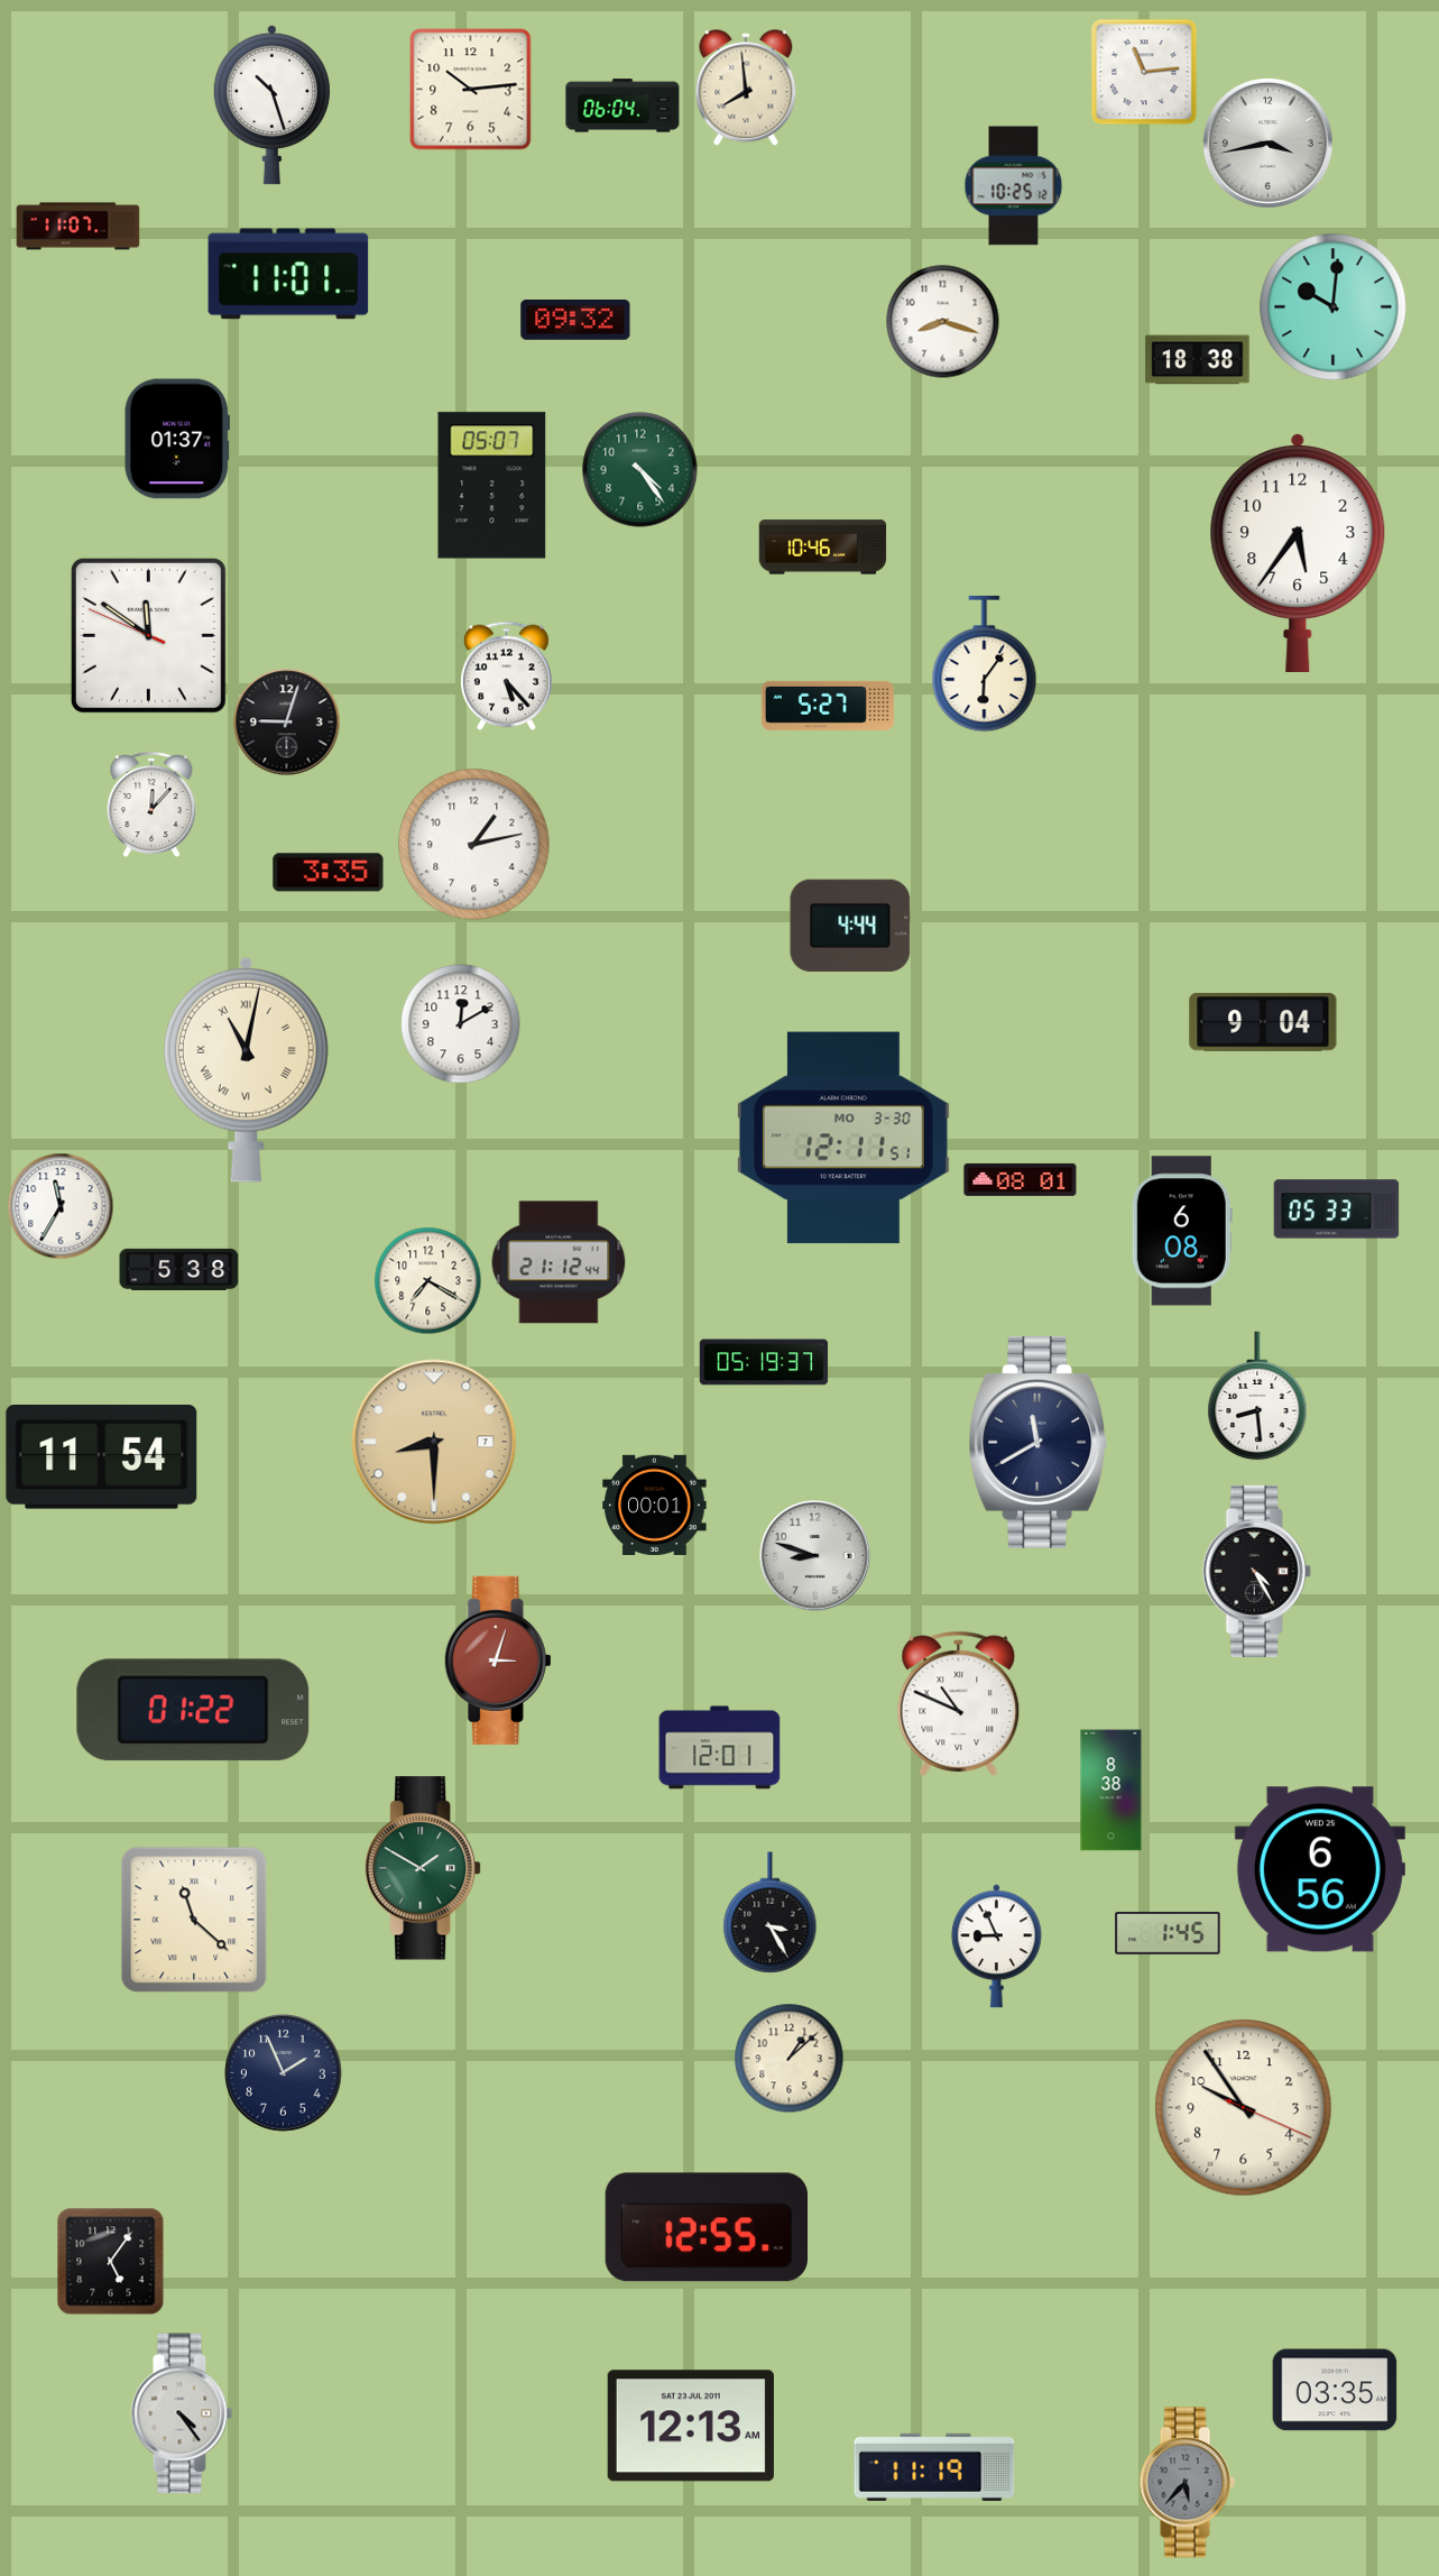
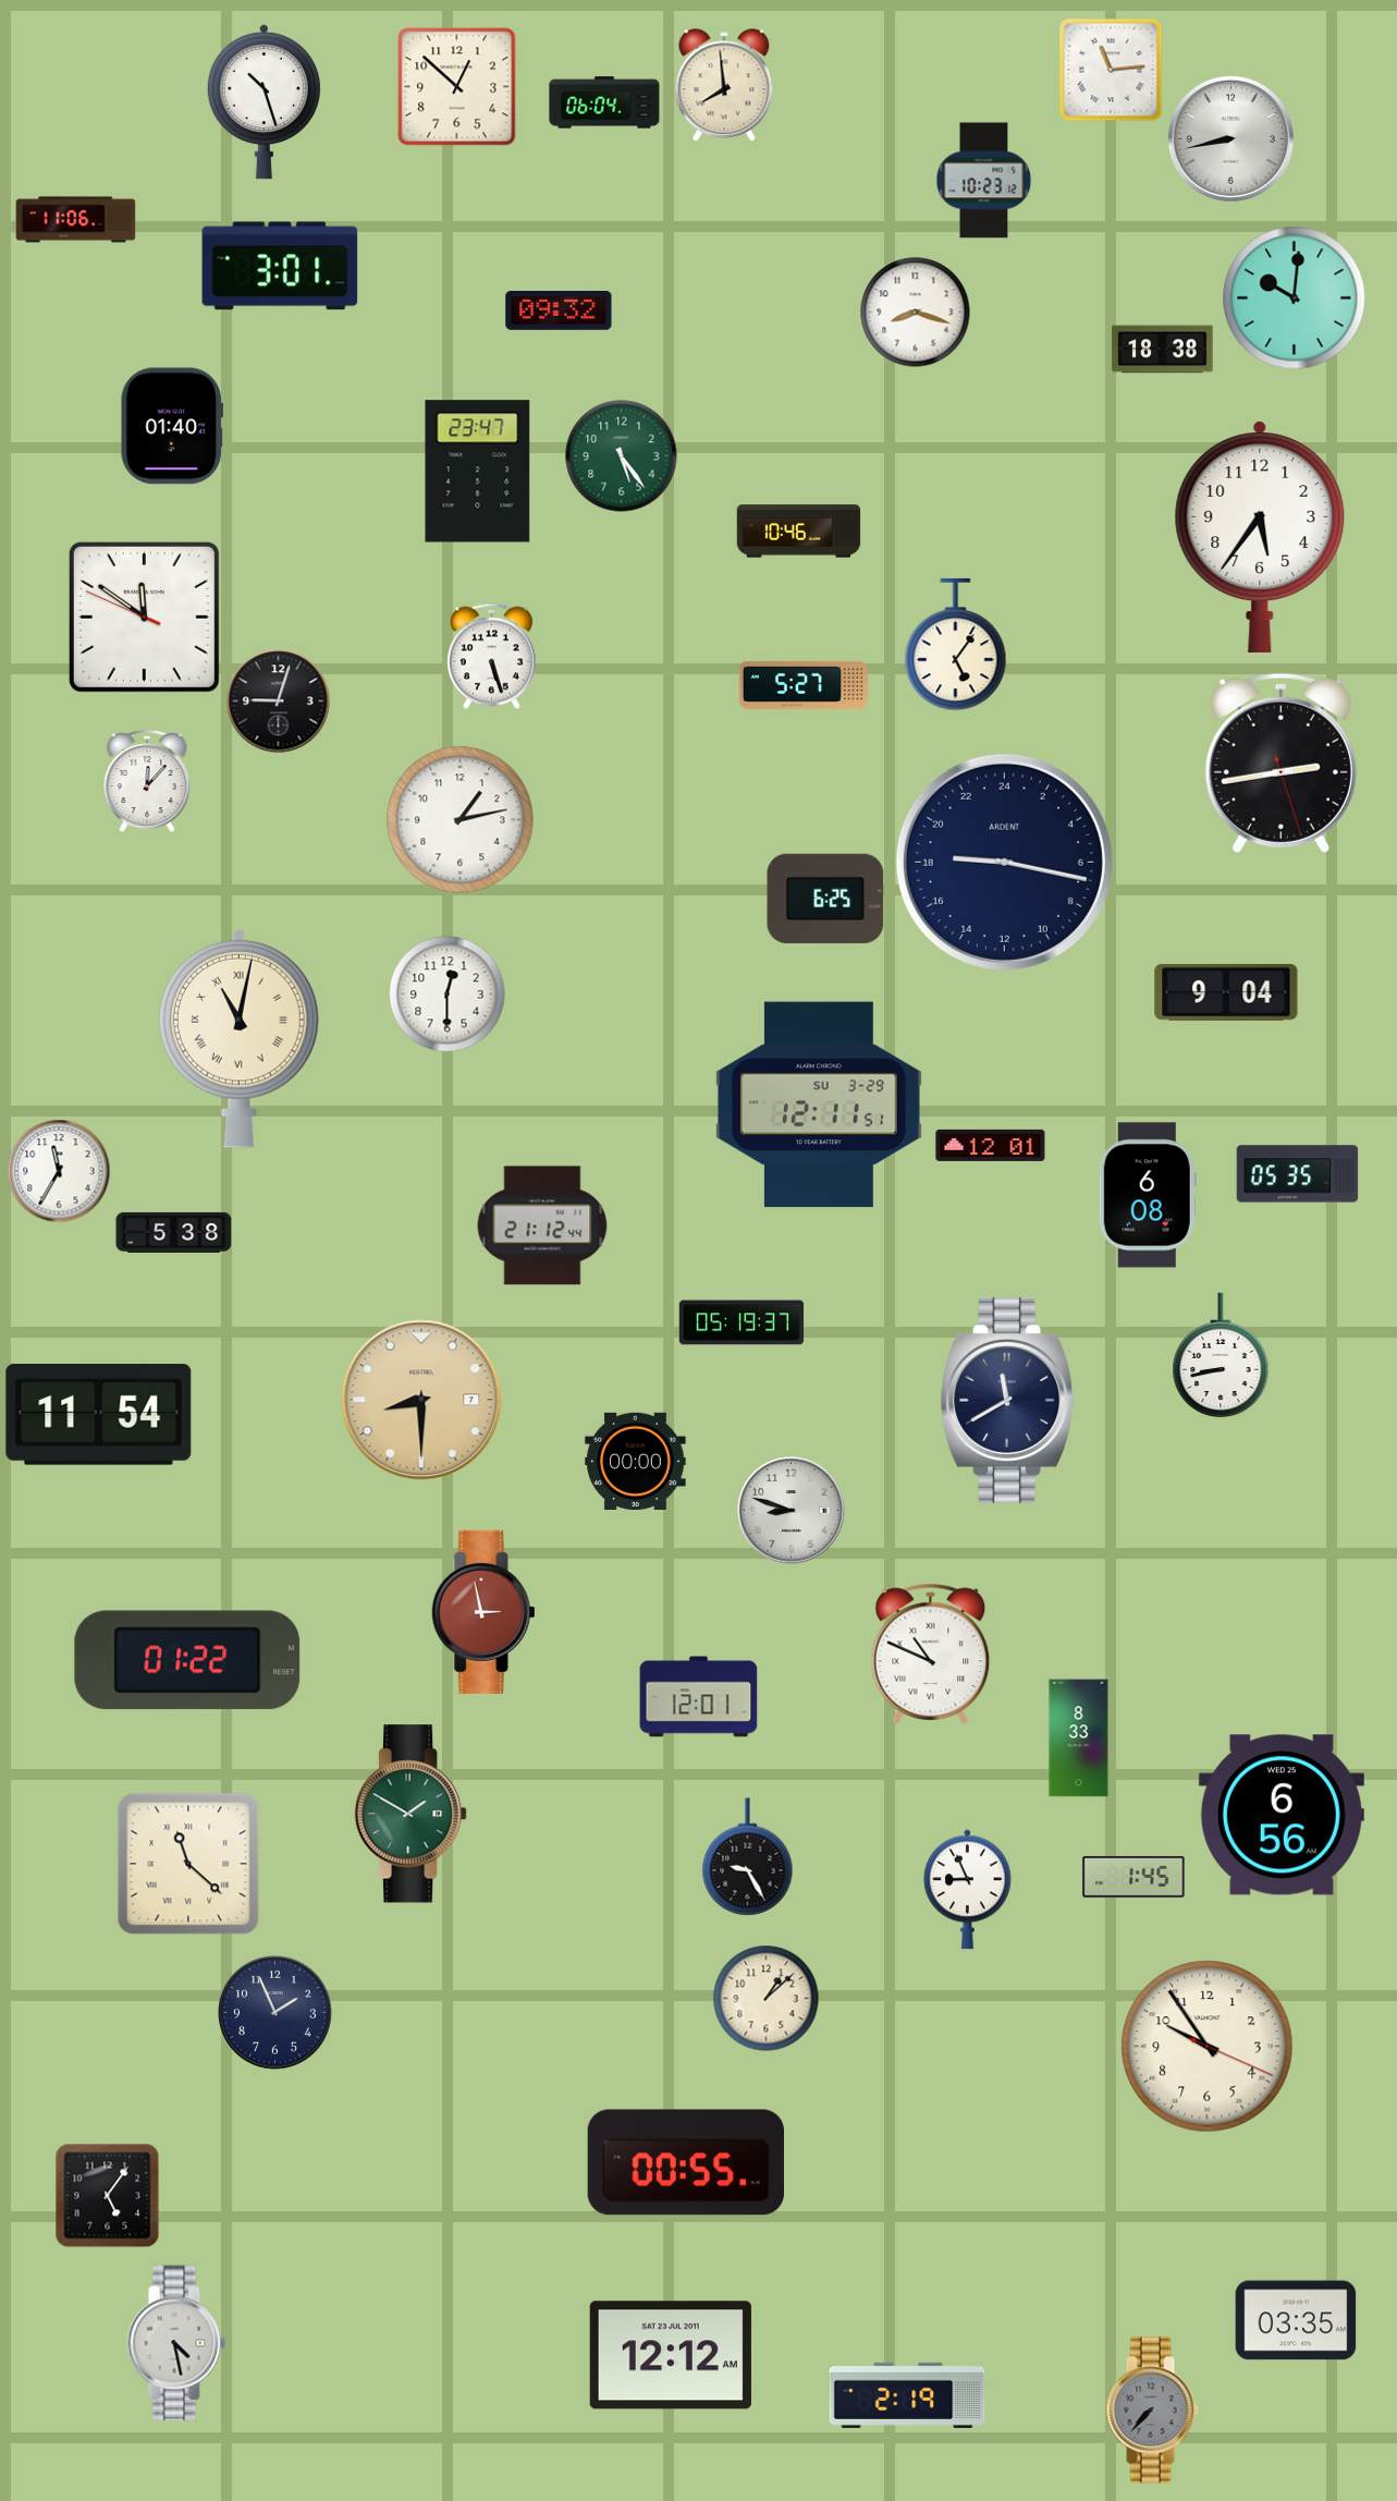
clock at (471, 90): 10:14 -> 12:52
clock at (1267, 142): 3:43 -> 8:43
clock at (1014, 186): 10:25 -> 10:23
clock at (79, 227): 11:07 -> 11:06
clock at (288, 274): 11:01 -> 3:01
clock at (177, 439): 01:37 -> 01:40
clock at (640, 470): 4:24 -> 5:24
clock at (492, 486): 05:07 -> 23:47
clock at (985, 664): 6:06 -> 5:06
clock at (507, 677): 5:23 -> 5:27
clock at (1280, 762): none -> 2:43
clock at (329, 873): 3:35 -> none
clock at (1004, 862): none -> 18:17
clock at (850, 926): 4:44 -> 6:25
clock at (461, 1024): 12:10 -> 12:30
clock at (843, 1138) date: MO 3-30 -> SU 3-29
clock at (1021, 1179): 08:01 -> 12:01
clock at (1337, 1209): 05:33 -> 05:35
clock at (428, 1281): 7:20 -> none
clock at (1257, 1396): 8:29 -> 8:43
clock at (655, 1505): 00:01 -> 00:00
clock at (1256, 1571): 4:25 -> none
clock at (498, 1660): 3:03 -> 2:58
clock at (1111, 1791): 8:38 -> 8:33
clock at (771, 1913): 3:25 -> 9:25
clock at (705, 2227): 12:55 -> 00:55
clock at (182, 2413): 4:24 -> 4:28
clock at (691, 2426): 12:13 -> 12:12
clock at (934, 2467): 11:19 -> 2:19
clock at (1187, 2483): 5:37 -> 7:37
